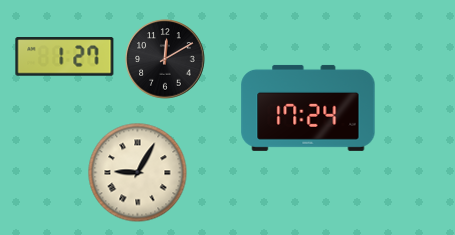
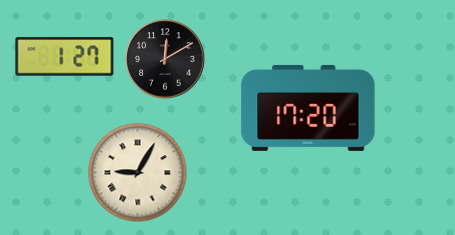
clock at (308, 108): 17:24 -> 17:20
